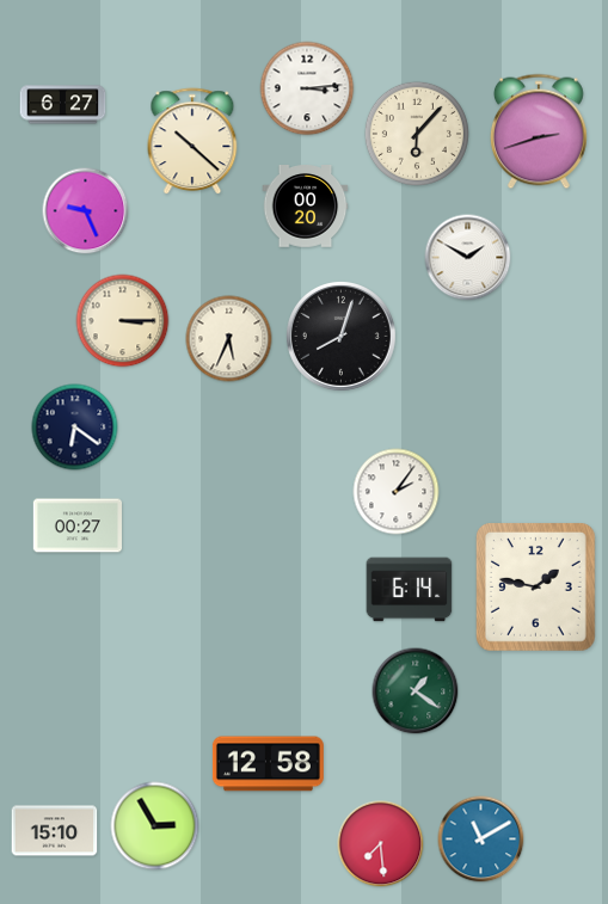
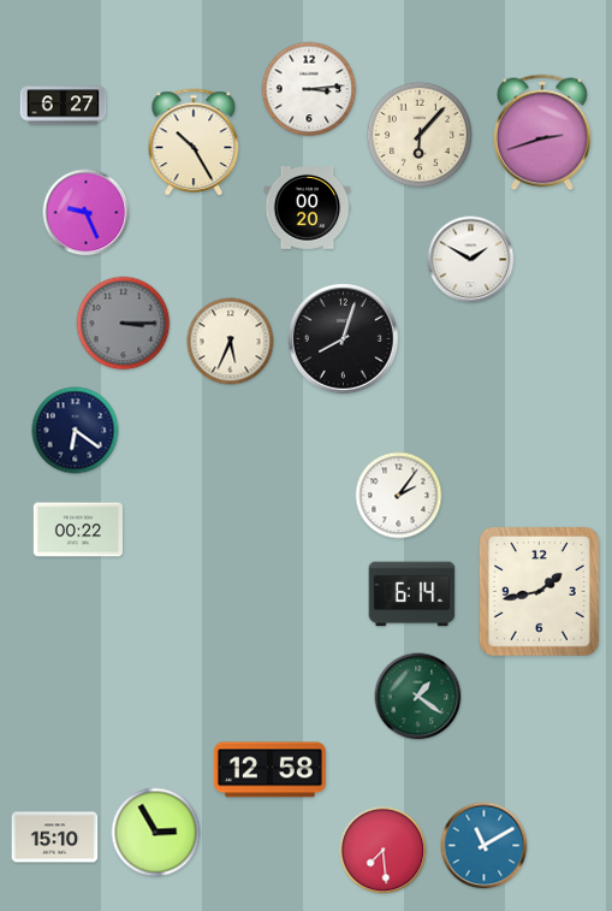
clock at (192, 142): 10:22 -> 10:25
clock at (123, 321) dial: cream -> grey
clock at (76, 525): 00:27 -> 00:22
clock at (536, 588): 1:47 -> 1:43
